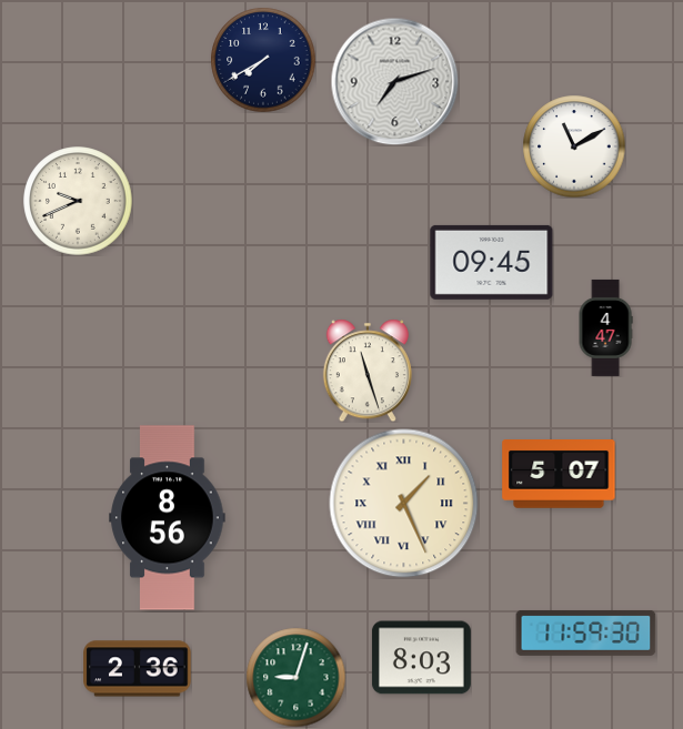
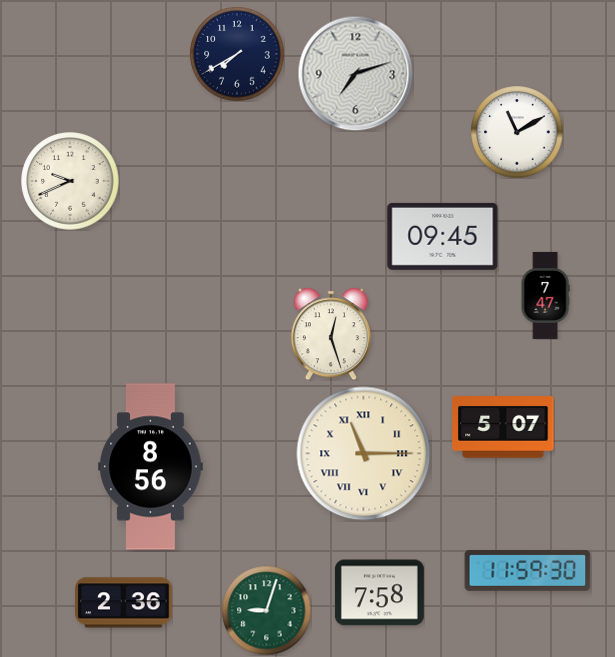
clock at (605, 327): 4:47 -> 7:47
clock at (368, 371): 11:27 -> 12:27
clock at (404, 504): 1:26 -> 11:15
clock at (421, 658): 8:03 -> 7:58
